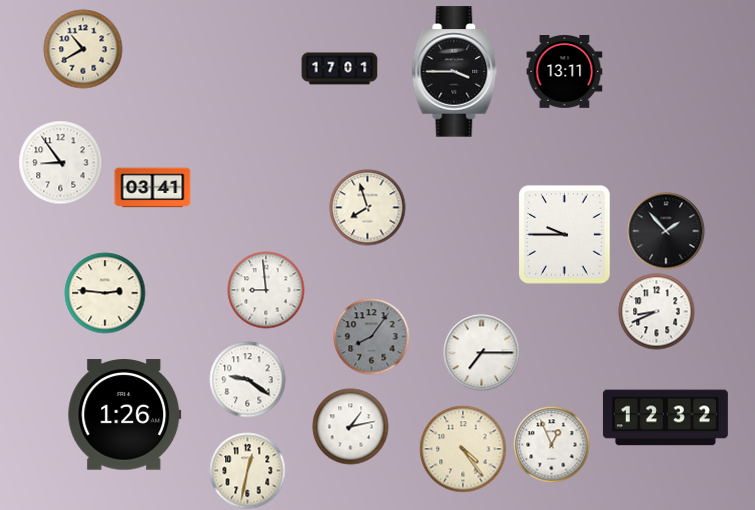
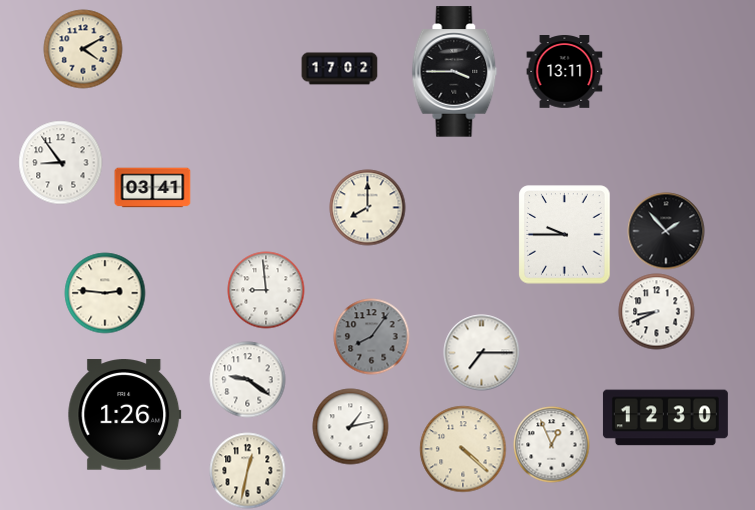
clock at (83, 49): 10:40 -> 4:10
clock at (340, 69): 17:01 -> 17:02
clock at (368, 208): 7:57 -> 8:00
clock at (665, 418): 12:32 -> 12:30
clock at (463, 449): 4:24 -> 4:22
